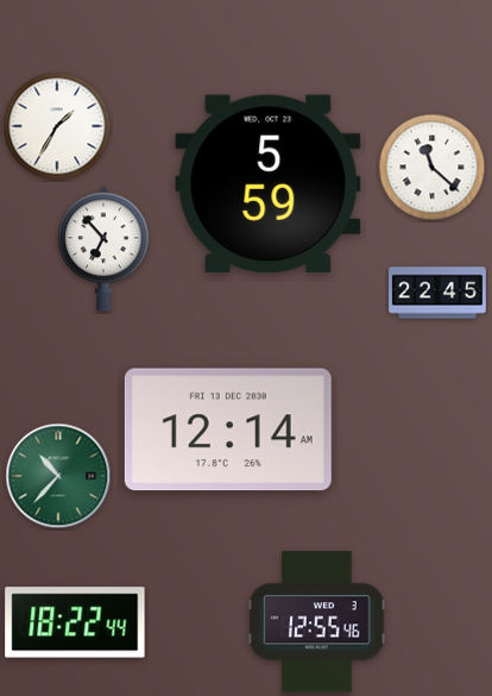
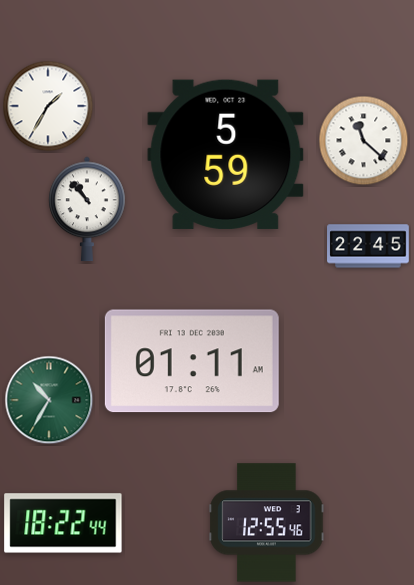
clock at (103, 249): 6:53 -> 10:53
clock at (228, 429): 12:14 -> 01:11
clock at (58, 476): 10:37 -> 10:35
